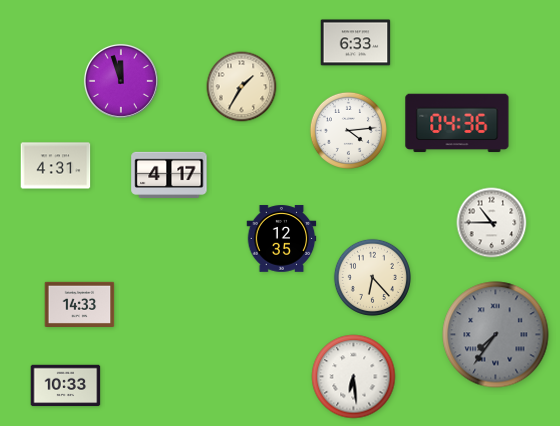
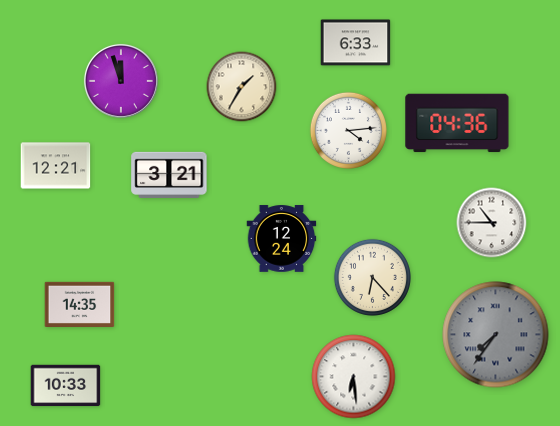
clock at (56, 166): 4:31 -> 12:21
clock at (169, 175): 4:17 -> 3:21
clock at (282, 239): 12:35 -> 12:24
clock at (80, 304): 14:33 -> 14:35
